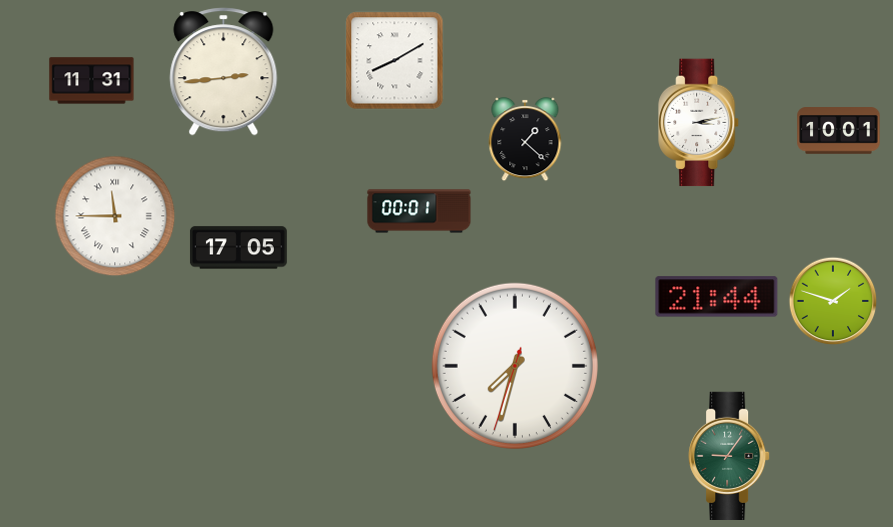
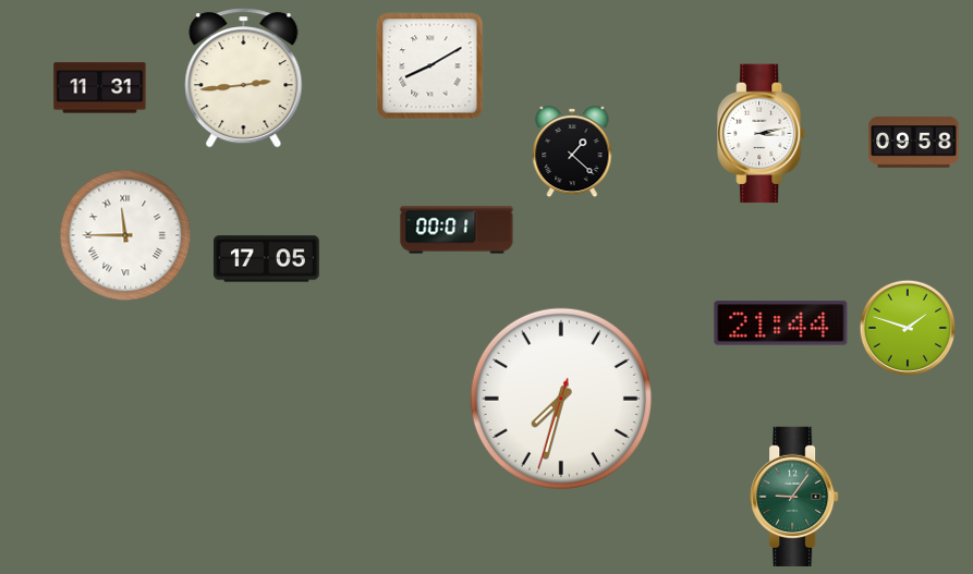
clock at (839, 131): 10:01 -> 09:58
clock at (238, 248) position: (238, 248) -> (266, 259)
